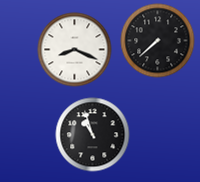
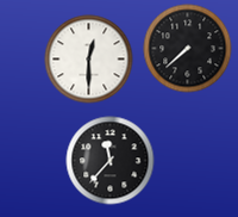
clock at (75, 50): 8:19 -> 12:30
clock at (93, 135): 10:57 -> 11:37
